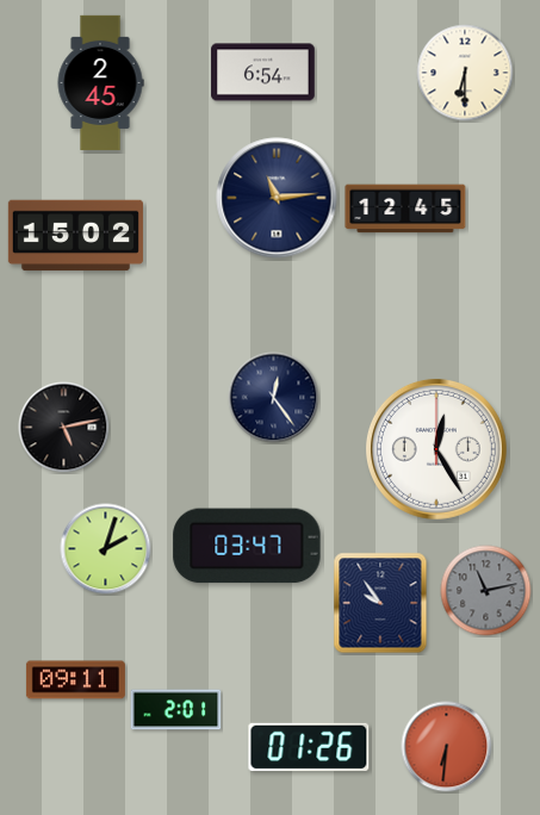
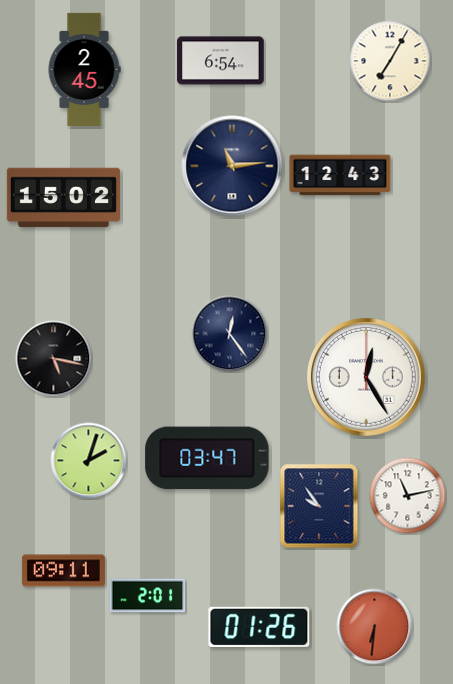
clock at (465, 73): 6:30 -> 7:05
clock at (405, 209): 12:45 -> 12:43
clock at (64, 428): 5:13 -> 5:17
clock at (486, 591) dial: grey -> white
